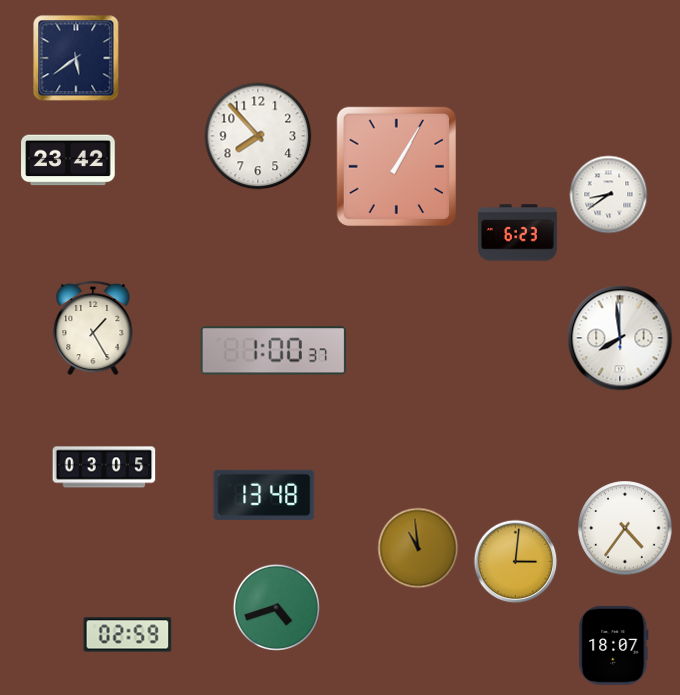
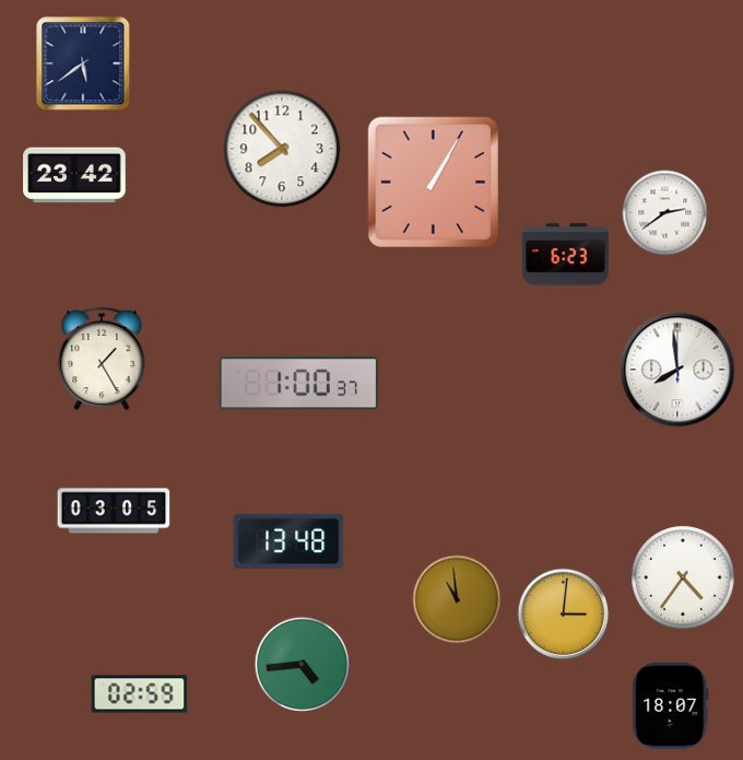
clock at (609, 195): 8:39 -> 2:39
clock at (276, 607): 4:42 -> 4:44
